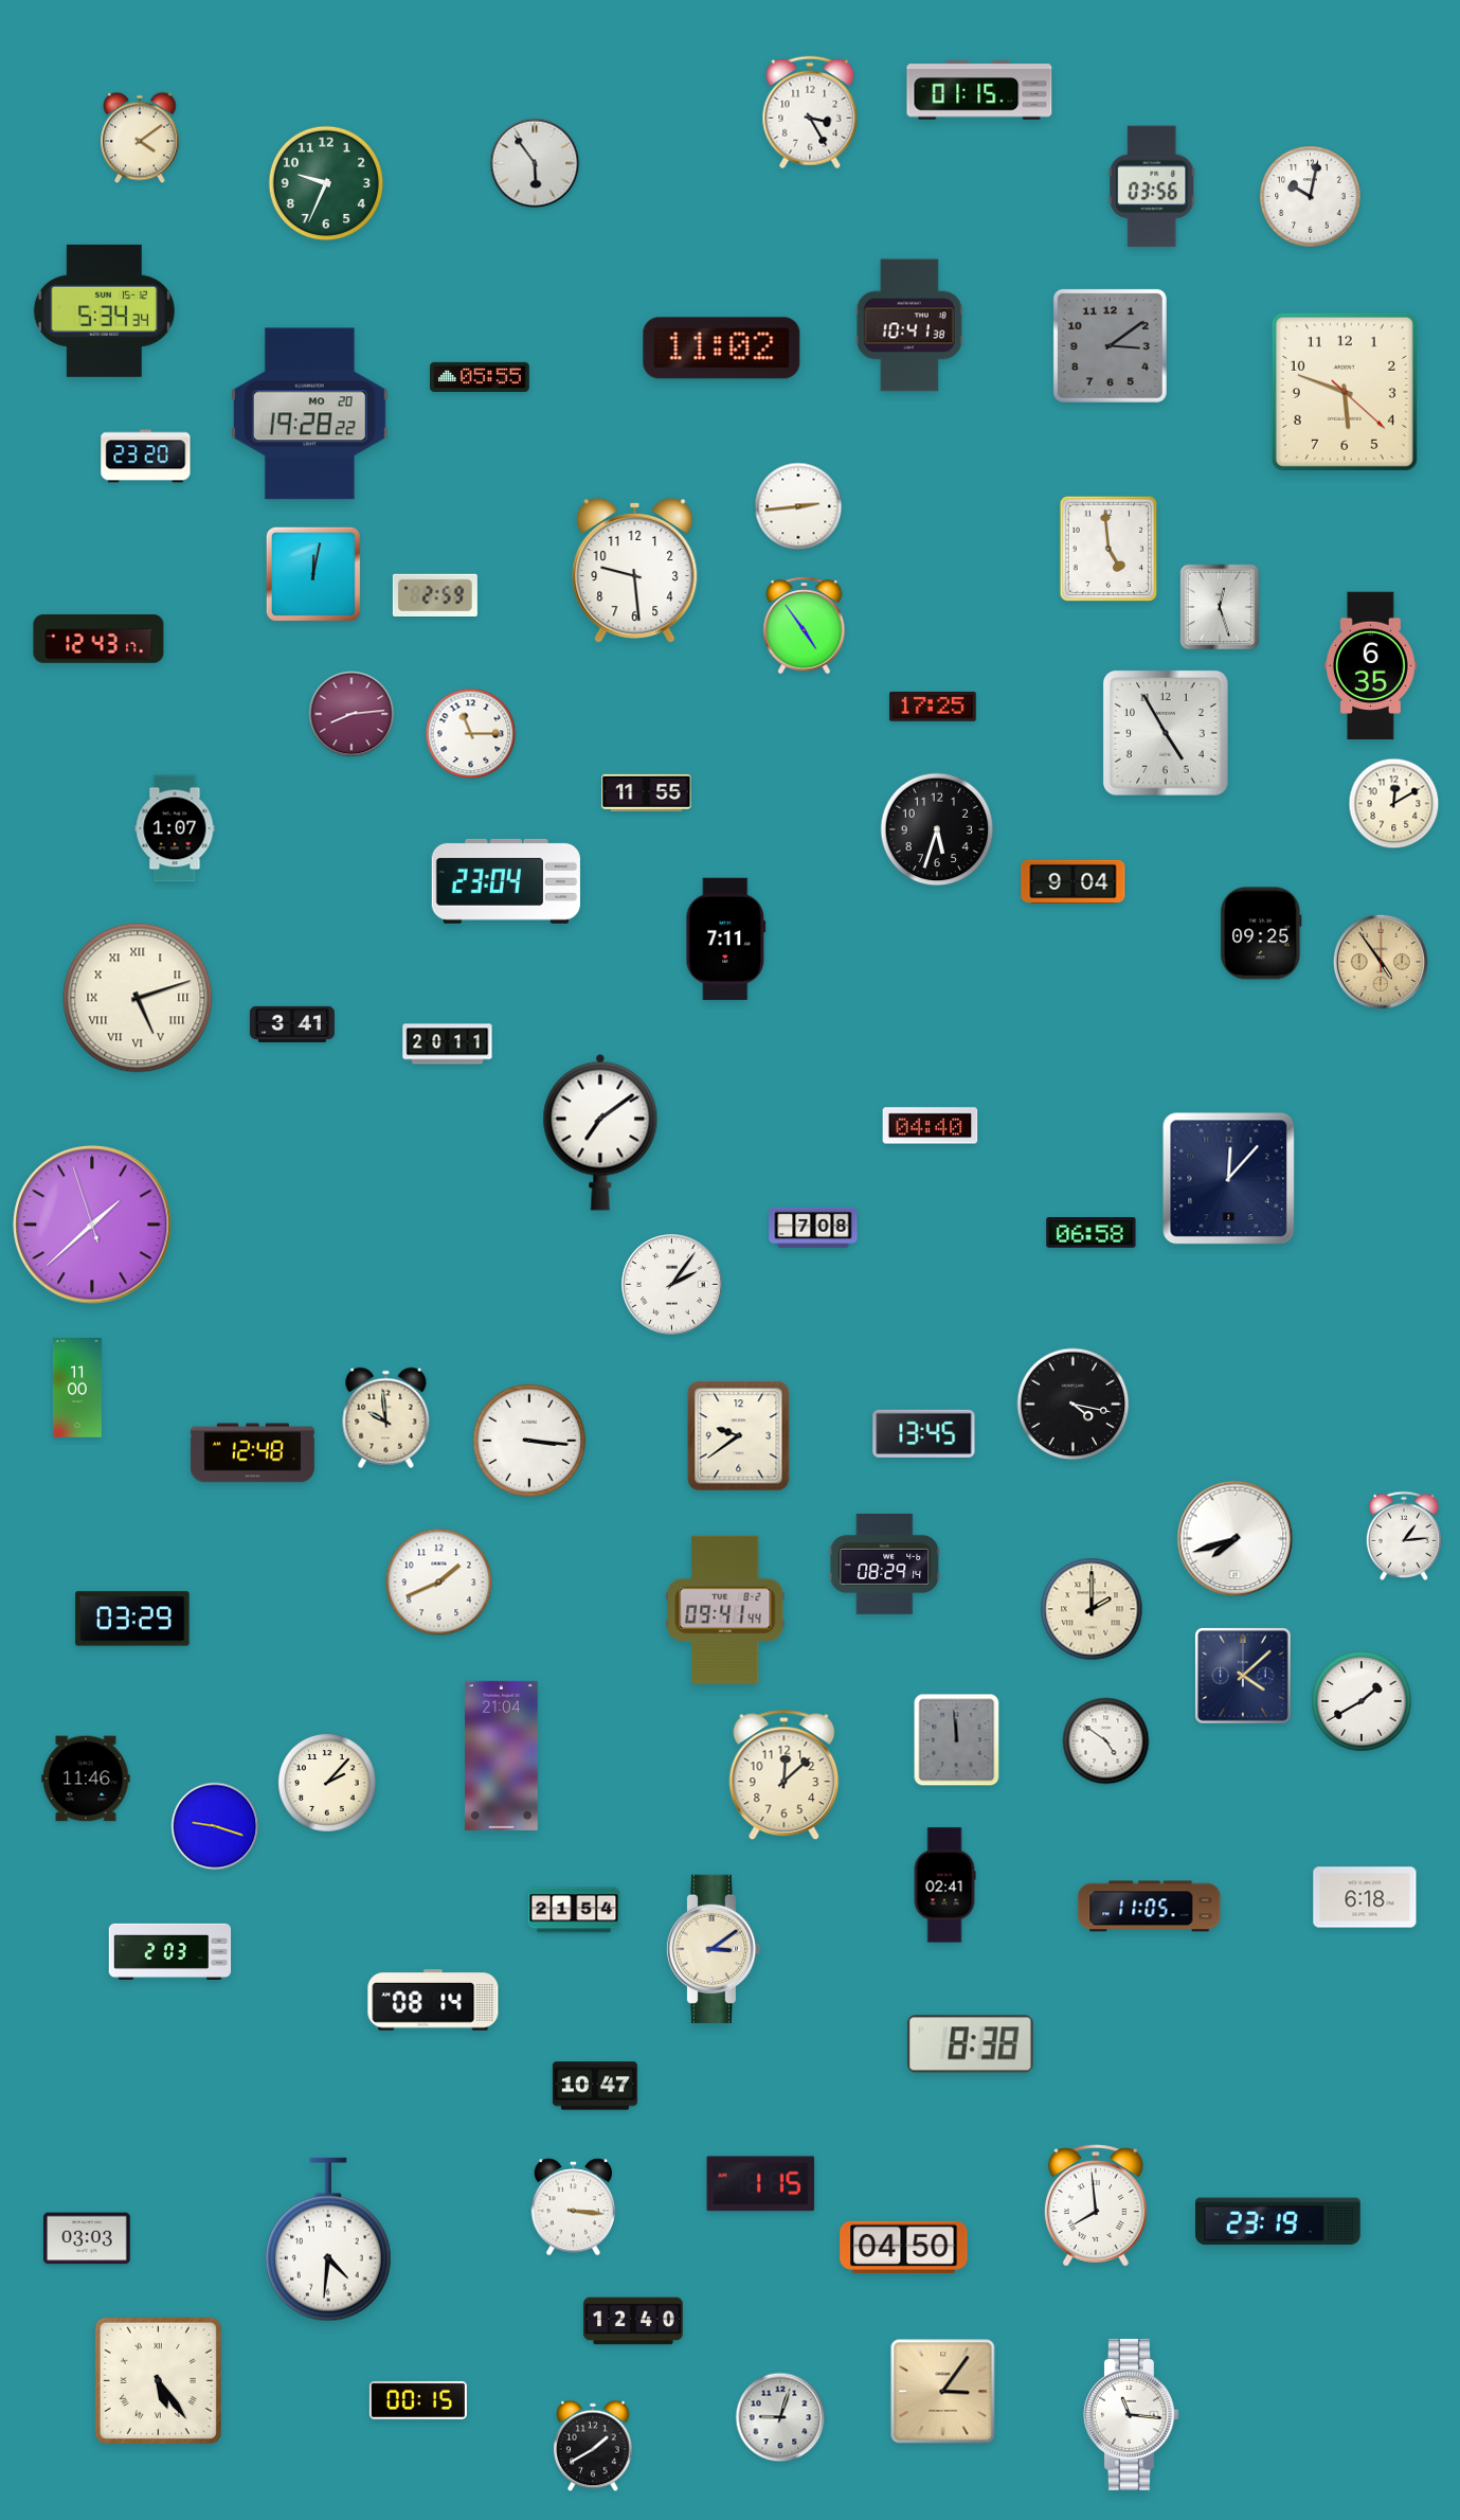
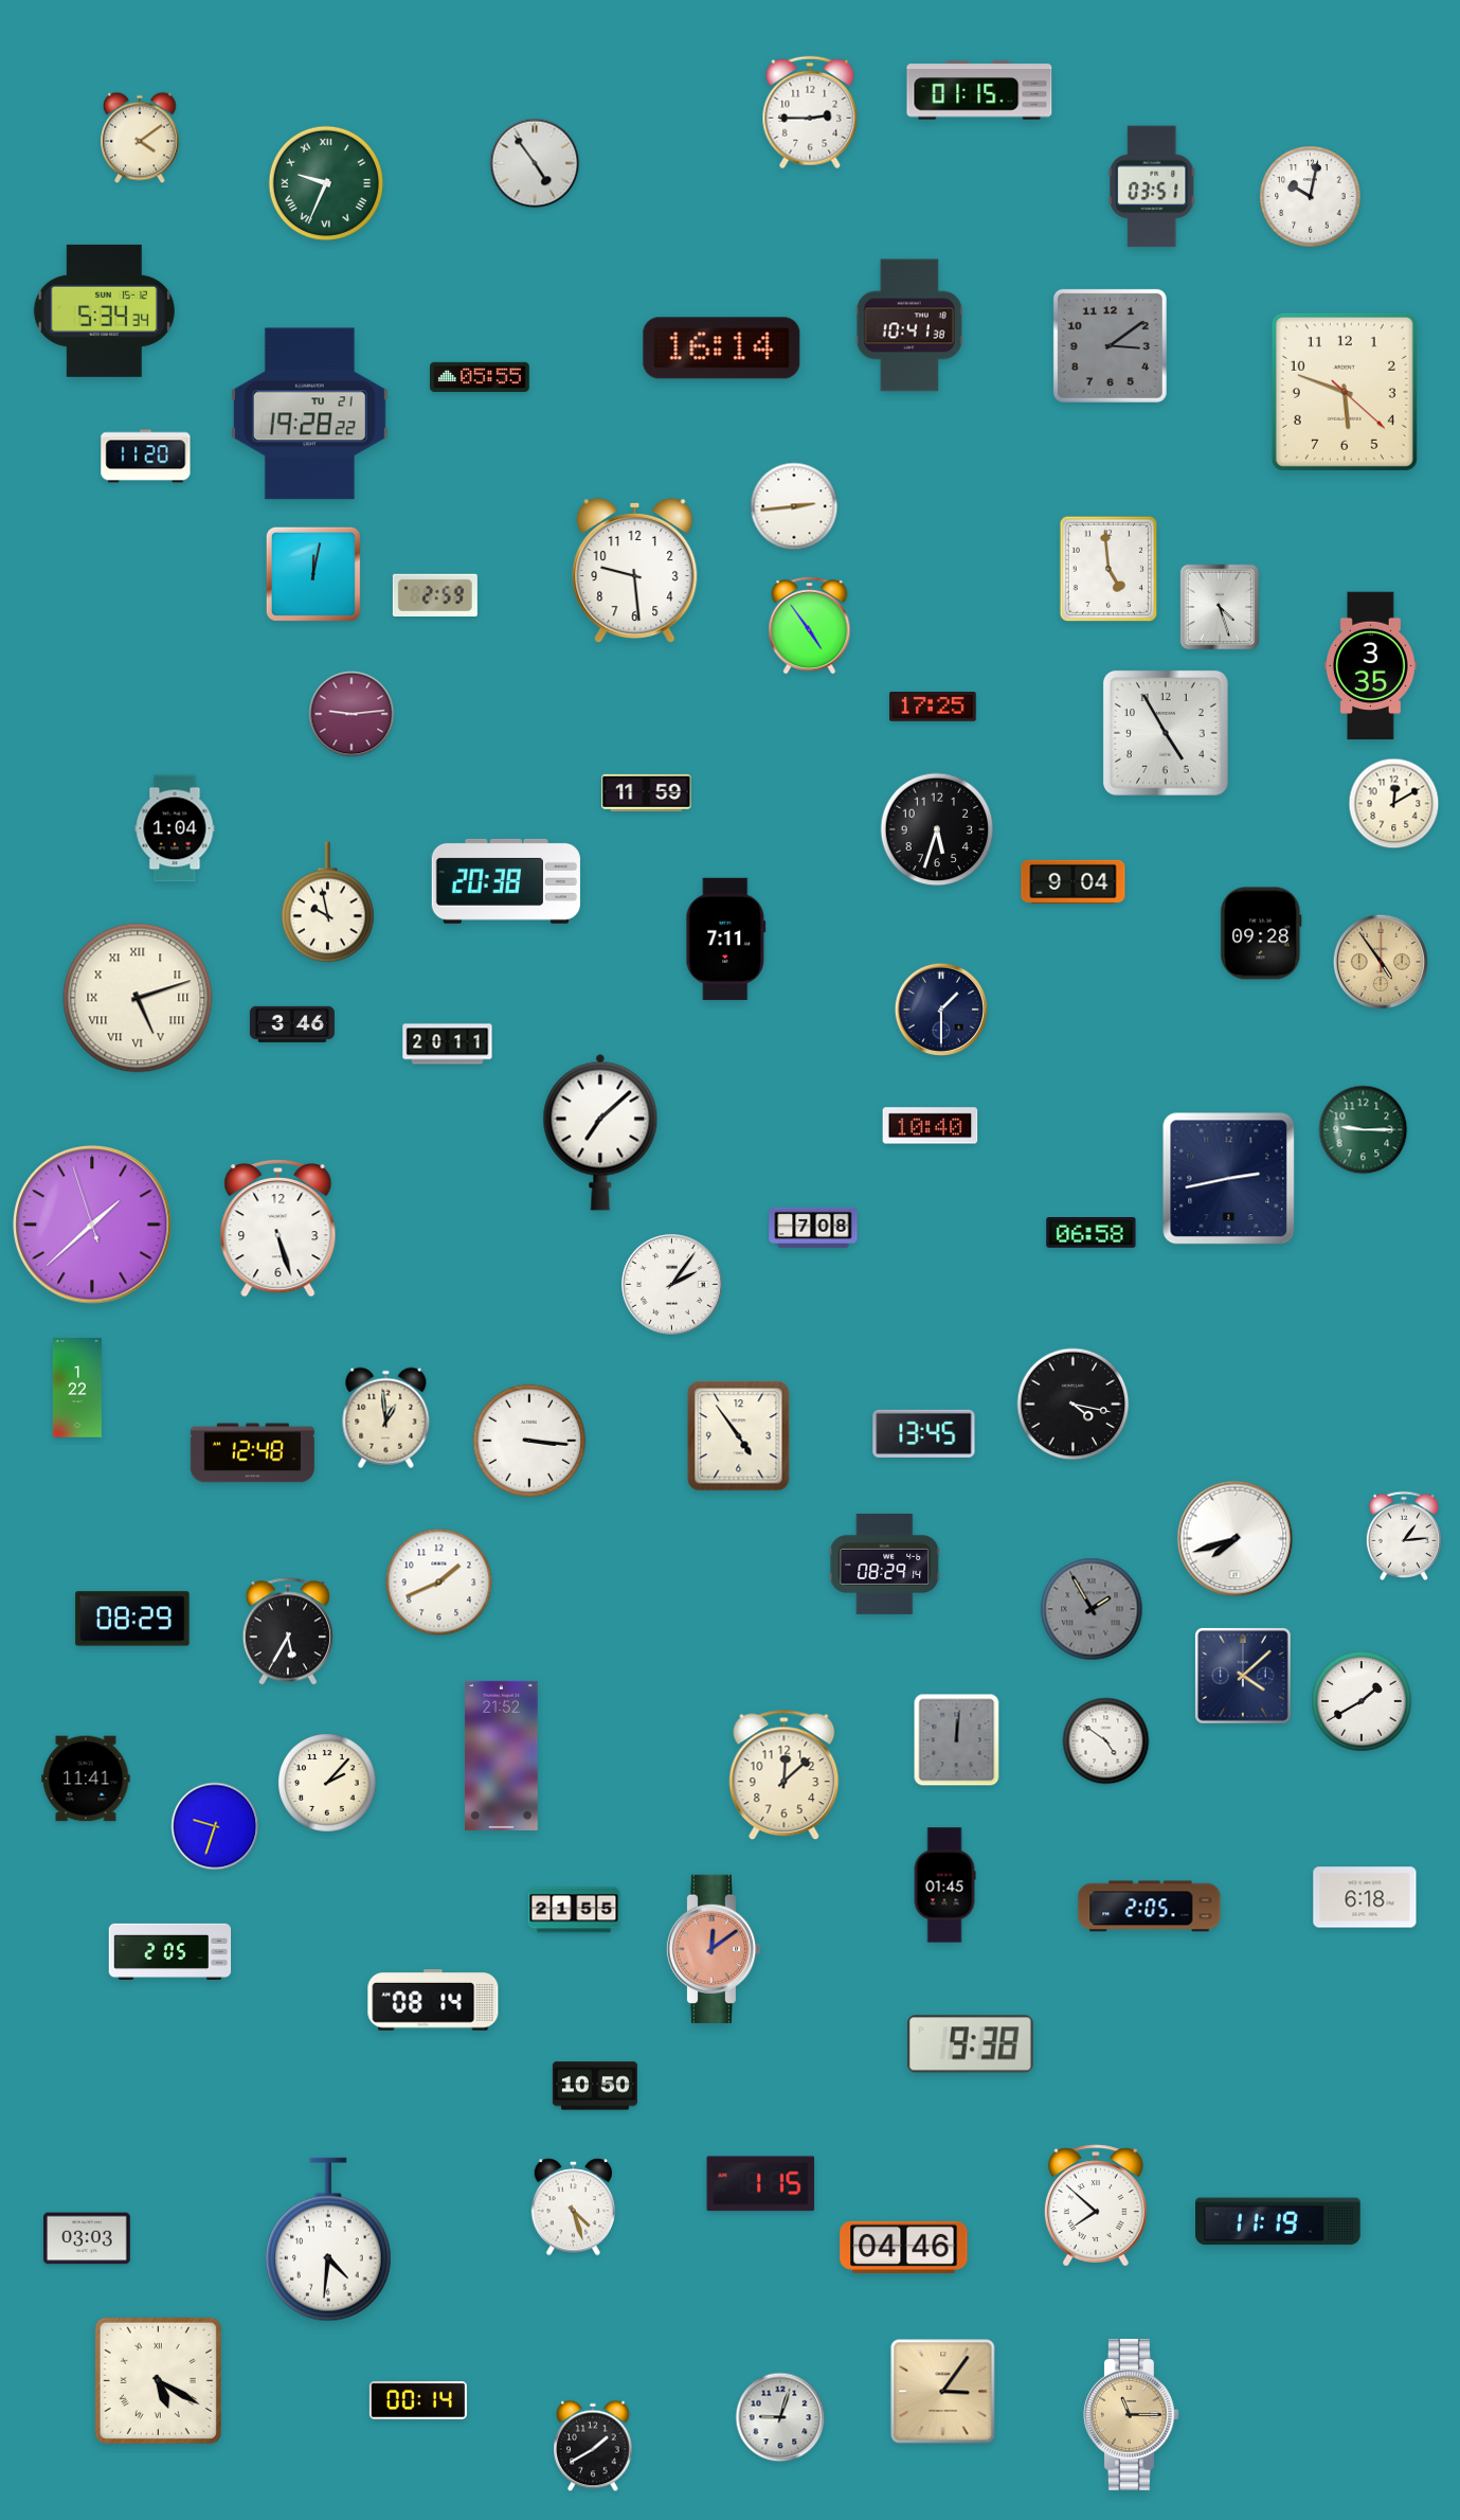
clock at (810, 112): 3:25 -> 2:45
clock at (535, 163): 5:54 -> 4:54
clock at (325, 182) numerals: Arabic -> Roman
clock at (1152, 186): 03:56 -> 03:51
clock at (722, 348): 11:02 -> 16:14
clock at (309, 414) date: MO 20 -> TU 21
clock at (146, 457): 23:20 -> 11:20
clock at (798, 506) position: (798, 506) -> (794, 506)
clock at (1107, 549) position: (1107, 549) -> (1107, 569)
clock at (1220, 607): 12:27 -> 4:27
clock at (805, 626) position: (805, 626) -> (810, 626)
clock at (98, 639): 12:43 -> none
clock at (1371, 666): 6:35 -> 3:35
clock at (352, 714): 8:14 -> 9:14
clock at (471, 734): 11:15 -> none
clock at (647, 792): 11:55 -> 11:59
clock at (175, 828): 1:07 -> 1:04
clock at (506, 881): 23:04 -> 20:38
clock at (328, 902): none -> 9:58
clock at (1261, 933): 09:25 -> 09:28
clock at (941, 1009): none -> 1:30
clock at (292, 1024): 3:41 -> 3:46
clock at (931, 1126): 04:40 -> 10:40
clock at (1364, 1130): none -> 9:15
clock at (600, 1132): 7:09 -> 7:08
clock at (1229, 1179): 12:07 -> 2:43
clock at (278, 1229): none -> 5:27
clock at (77, 1388): 11:00 -> 1:22
clock at (386, 1418): 9:59 -> 12:59
clock at (739, 1436): 9:39 -> 4:54
clock at (1092, 1609): 2:00 -> 1:55
clock at (1092, 1609) dial: cream -> grey
clock at (725, 1610): 09:41 -> none
clock at (132, 1619): 03:29 -> 08:29
clock at (288, 1631): none -> 5:35
clock at (957, 1740): 11:59 -> 12:01
clock at (502, 1755): 21:04 -> 21:52
clock at (86, 1779): 11:46 -> 11:41
clock at (215, 1826): 9:18 -> 9:33
clock at (944, 1885): 02:41 -> 01:45
clock at (1150, 1907): 11:05 -> 2:05
clock at (574, 1910): 21:54 -> 21:55
clock at (714, 1949): 3:09 -> 12:09
clock at (714, 1949) dial: cream -> salmon
clock at (170, 1951): 2:03 -> 2:05
clock at (971, 2044): 8:38 -> 9:38
clock at (595, 2086): 10:47 -> 10:50
clock at (1096, 2205): 7:59 -> 7:52
clock at (574, 2208): 3:16 -> 4:27
clock at (1279, 2221): 23:19 -> 11:19
clock at (904, 2247): 04:50 -> 04:46
clock at (633, 2321): 12:40 -> none
clock at (158, 2380): 5:24 -> 5:20
clock at (418, 2400): 00:15 -> 00:14
clock at (1131, 2414): 11:16 -> 11:15
clock at (1131, 2414) dial: white -> champagne
